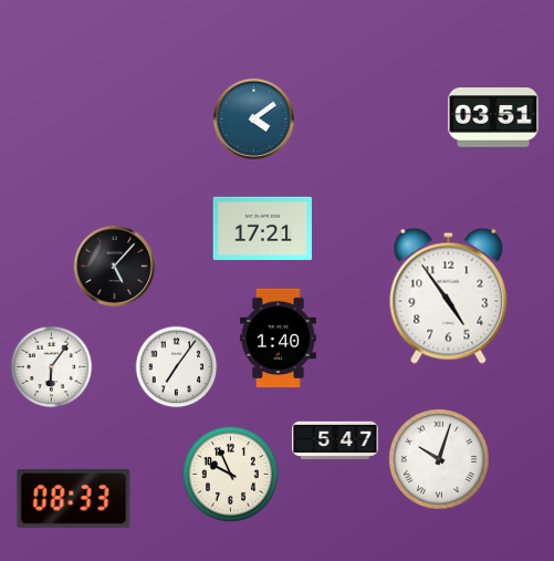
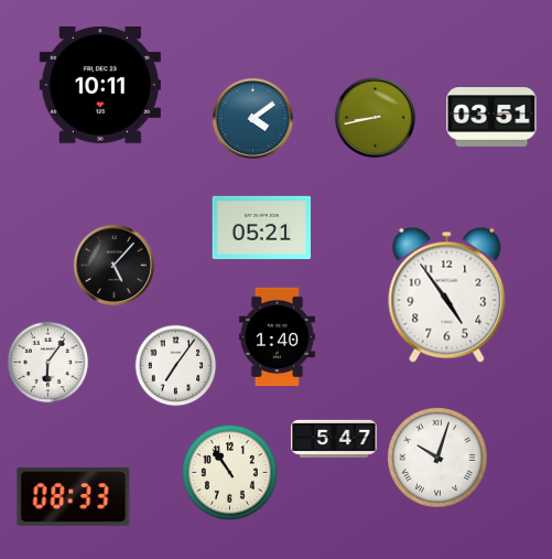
clock at (100, 86): none -> 10:11
clock at (375, 117): none -> 8:43
clock at (262, 228): 17:21 -> 05:21
clock at (52, 367) position: (52, 367) -> (48, 363)
clock at (230, 474): 9:56 -> 10:54
